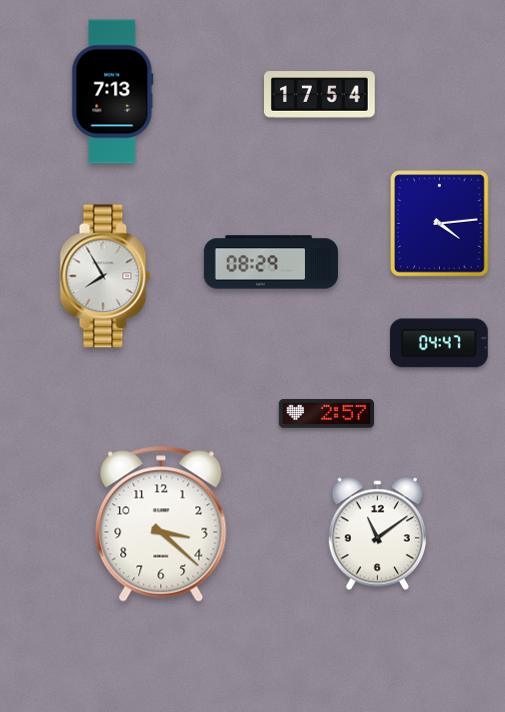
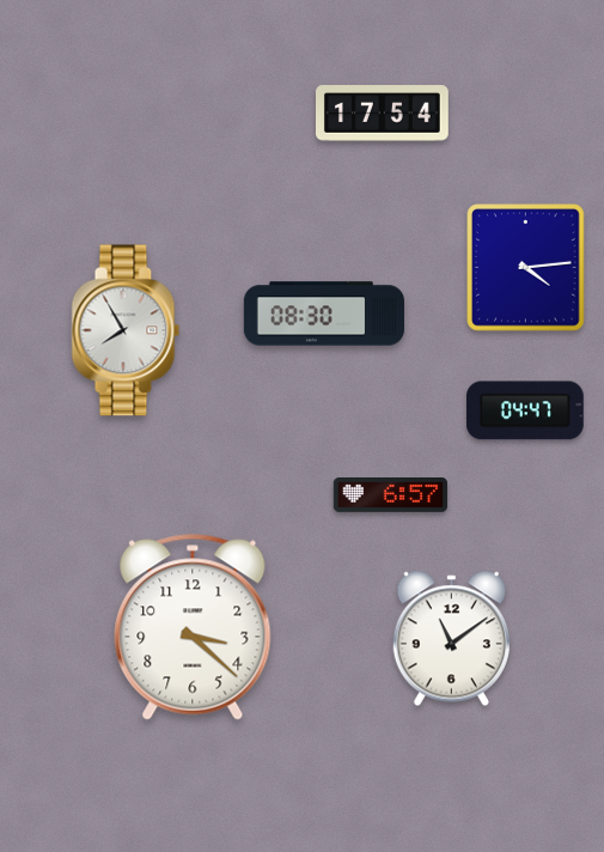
clock at (113, 92): 7:13 -> none
clock at (271, 262): 08:29 -> 08:30
clock at (326, 414): 2:57 -> 6:57
